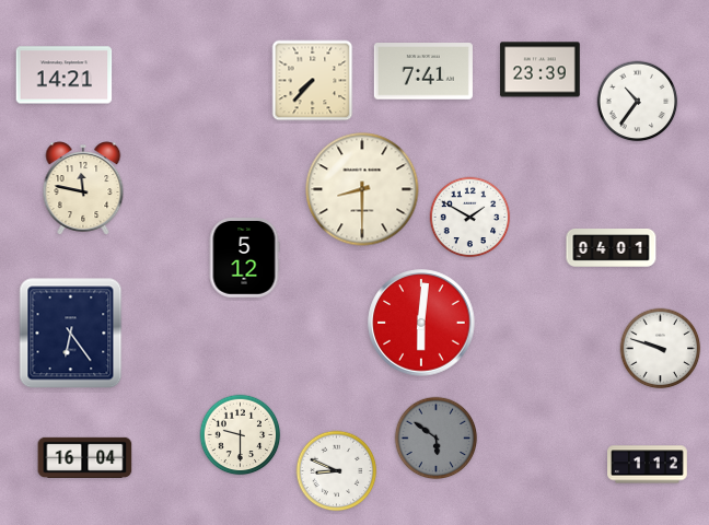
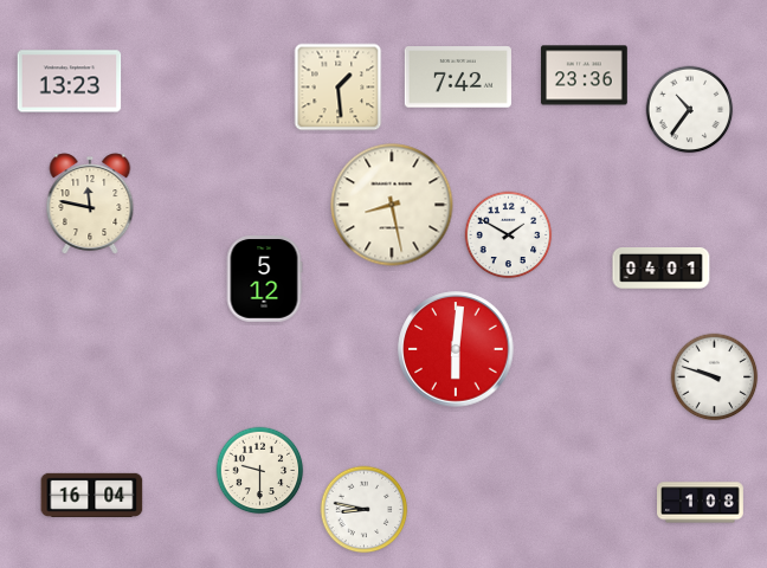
clock at (541, 70): 23:39 -> 23:36
clock at (423, 71): 7:41 -> 7:42
clock at (65, 75): 14:21 -> 13:23
clock at (313, 81): 7:37 -> 1:29
clock at (362, 189): 8:30 -> 8:28
clock at (71, 334): 6:24 -> none
clock at (437, 439): 5:51 -> none
clock at (648, 465): 1:12 -> 1:08
clock at (337, 471): 8:49 -> 8:47
